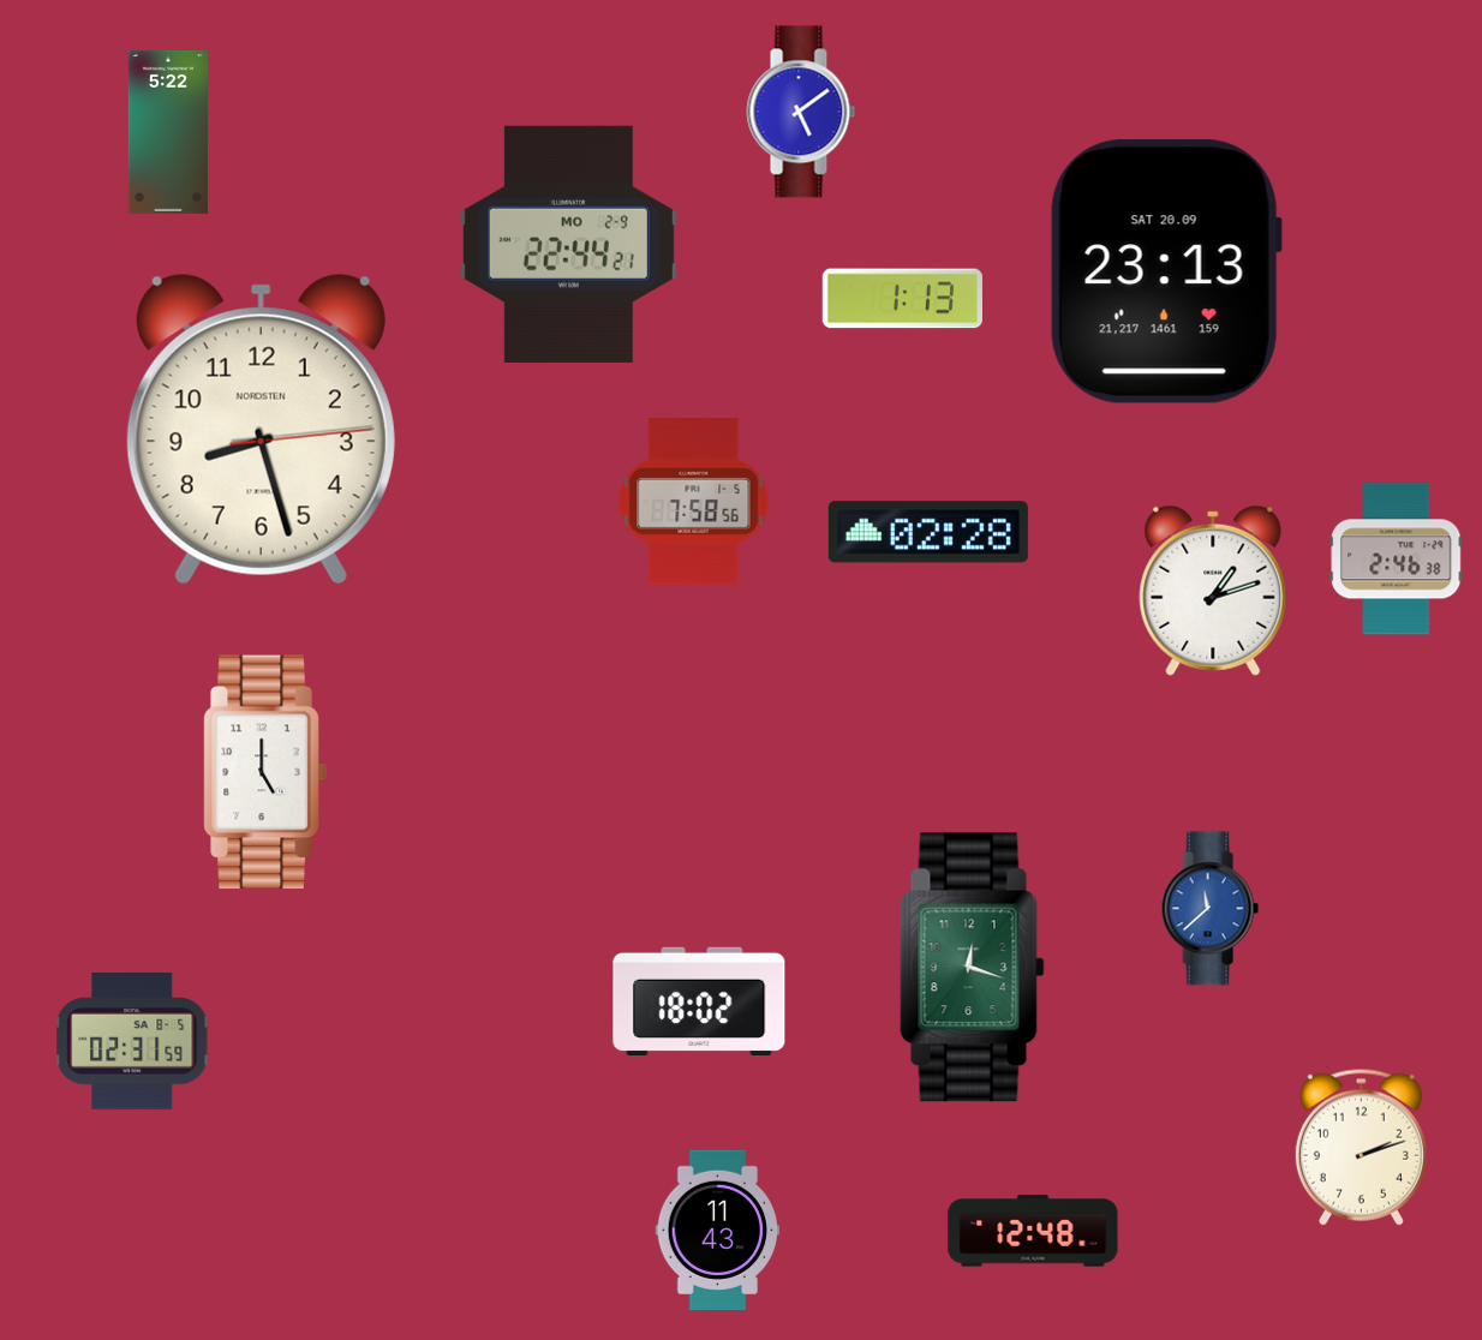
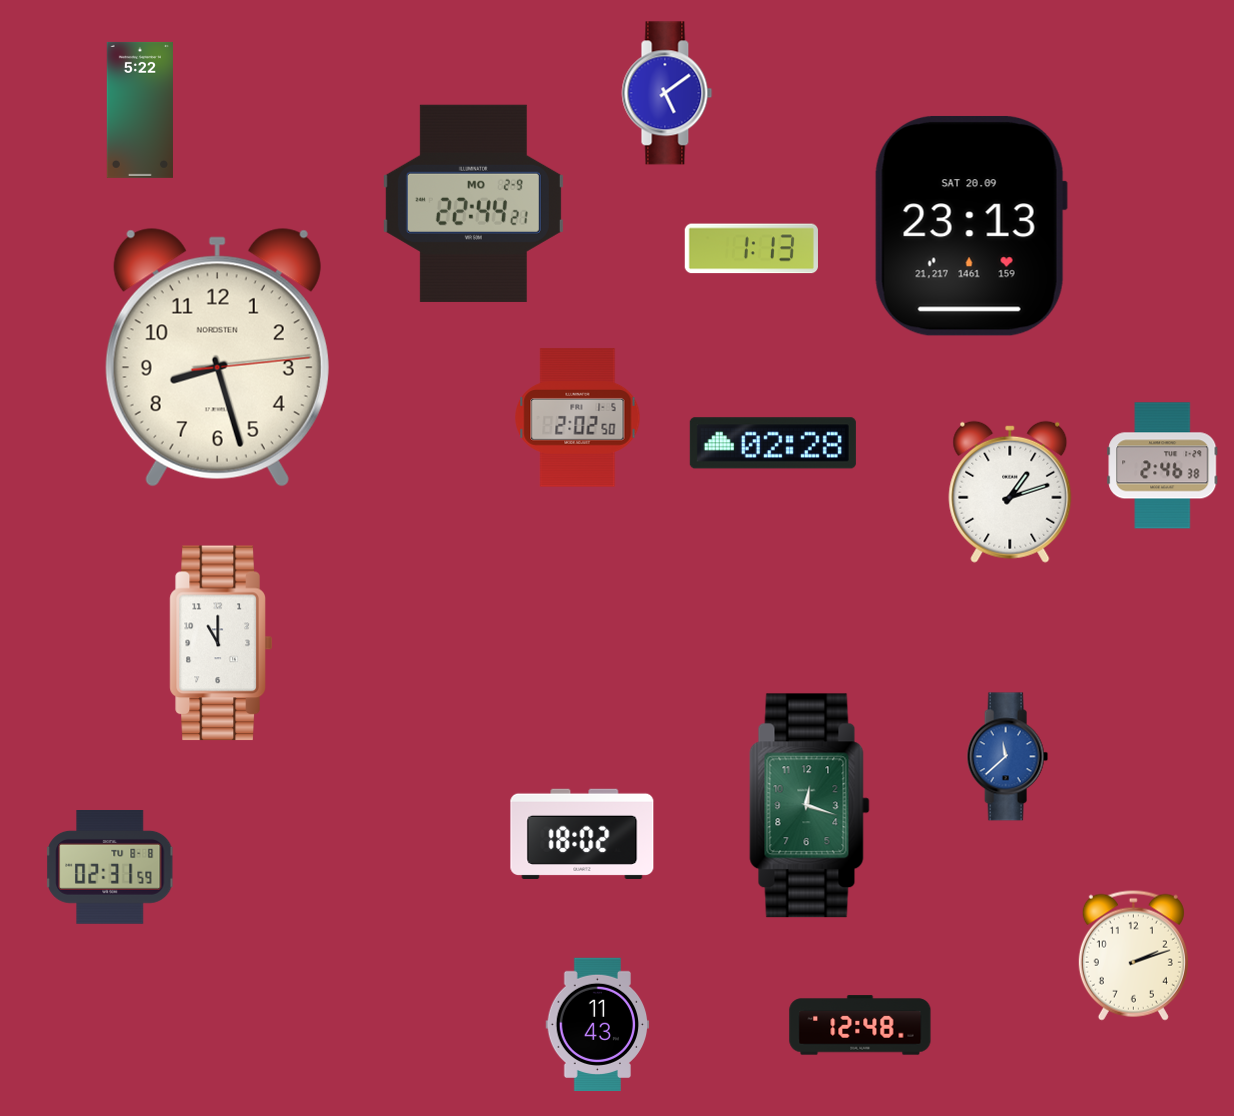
clock at (694, 502): 7:58 -> 2:02
clock at (265, 772): 5:00 -> 11:00
clock at (132, 1042) date: SA 8-5 -> TU 8-8
